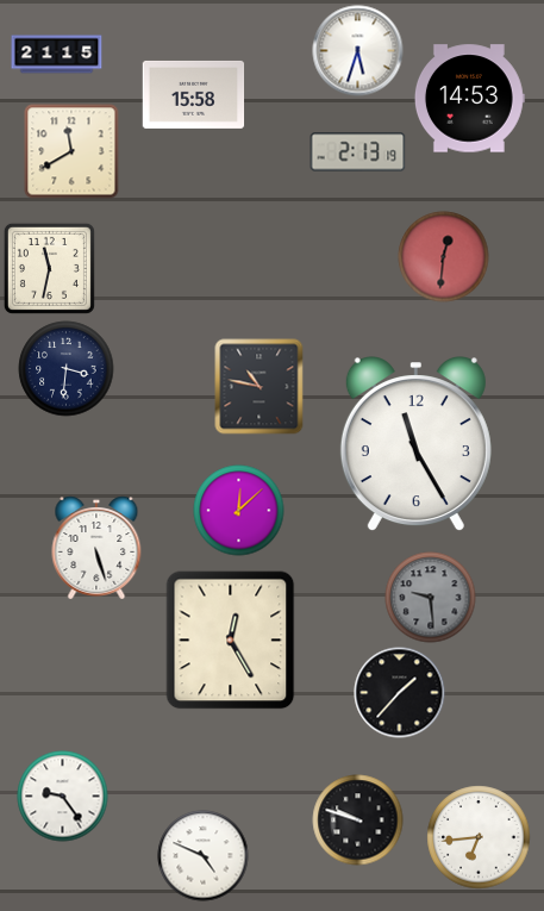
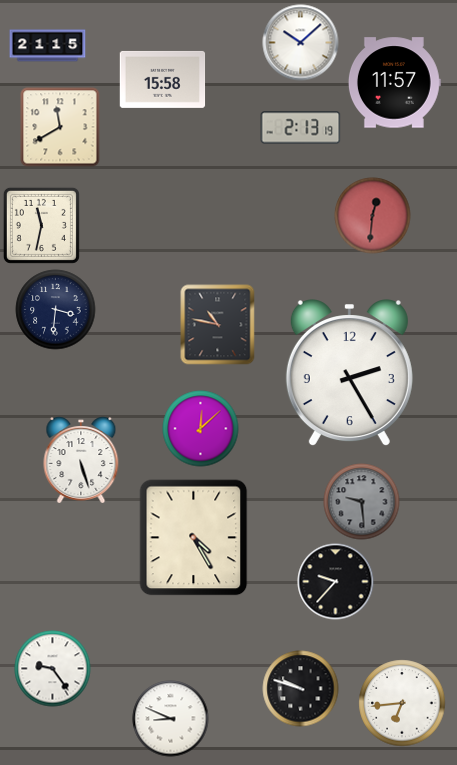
clock at (358, 51): 5:33 -> 10:08
clock at (469, 99): 14:53 -> 11:57
clock at (415, 444): 11:25 -> 2:25
clock at (231, 641): 12:25 -> 4:25
clock at (400, 693): 1:37 -> 9:37
clock at (204, 856): 4:49 -> 8:49
